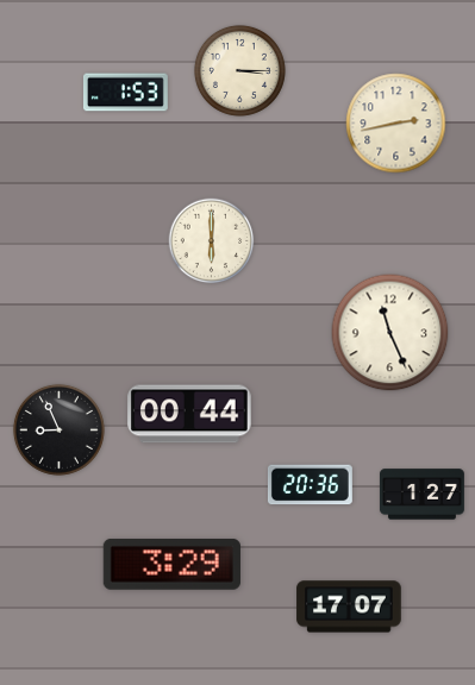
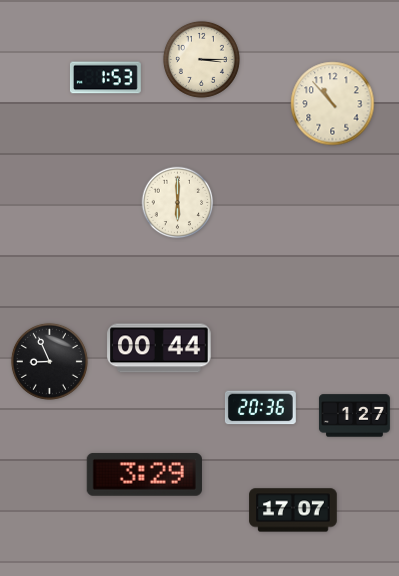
clock at (396, 124): 2:43 -> 10:53
clock at (390, 333): 11:26 -> none
